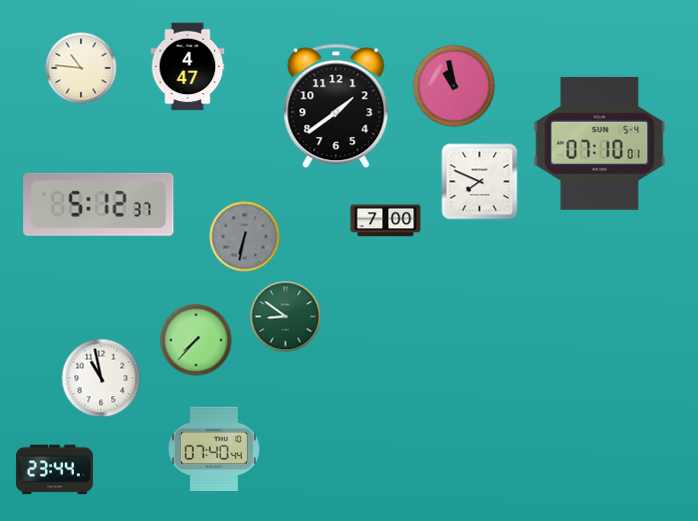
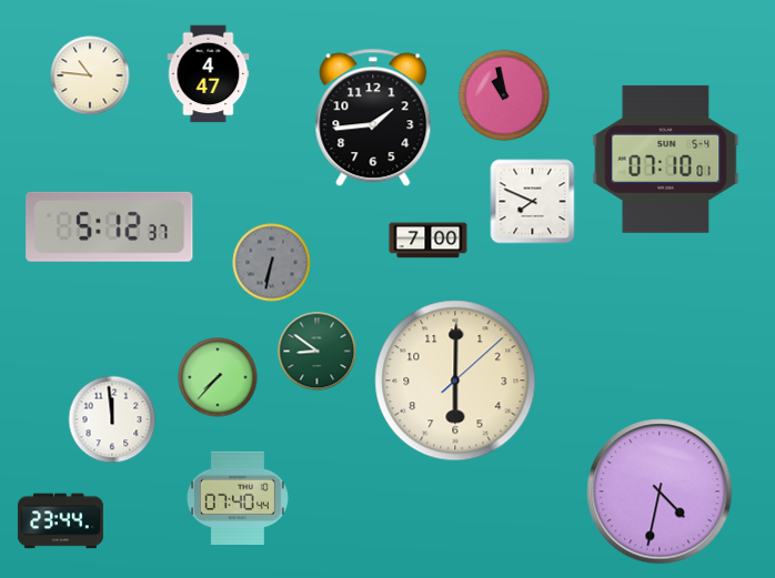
clock at (336, 106): 1:39 -> 1:44
clock at (386, 221) position: (386, 221) -> (429, 241)
clock at (455, 381): none -> 6:00
clock at (101, 378): 10:58 -> 11:59
clock at (660, 491): none -> 4:32
